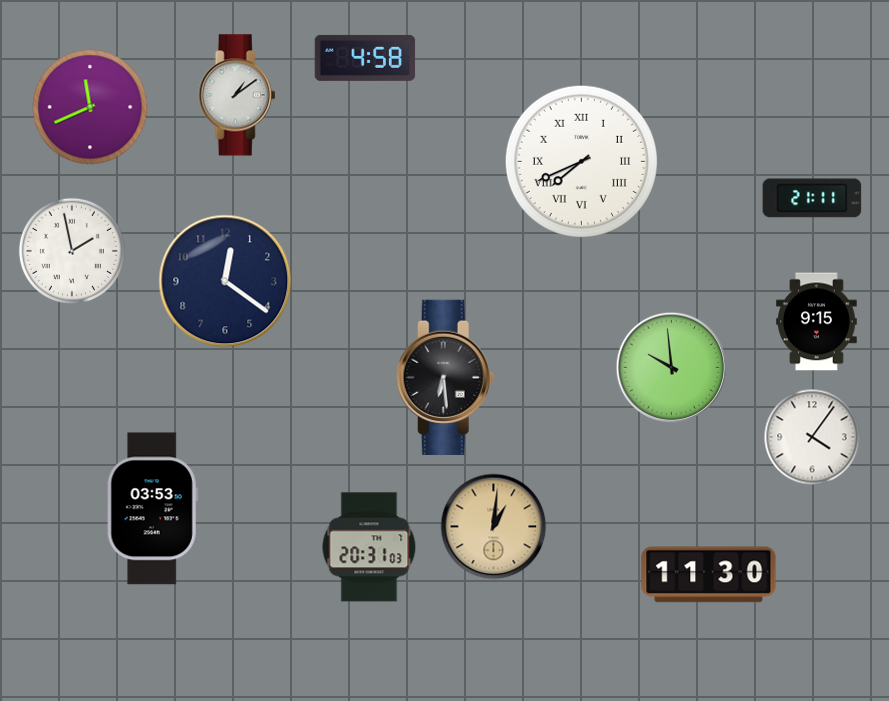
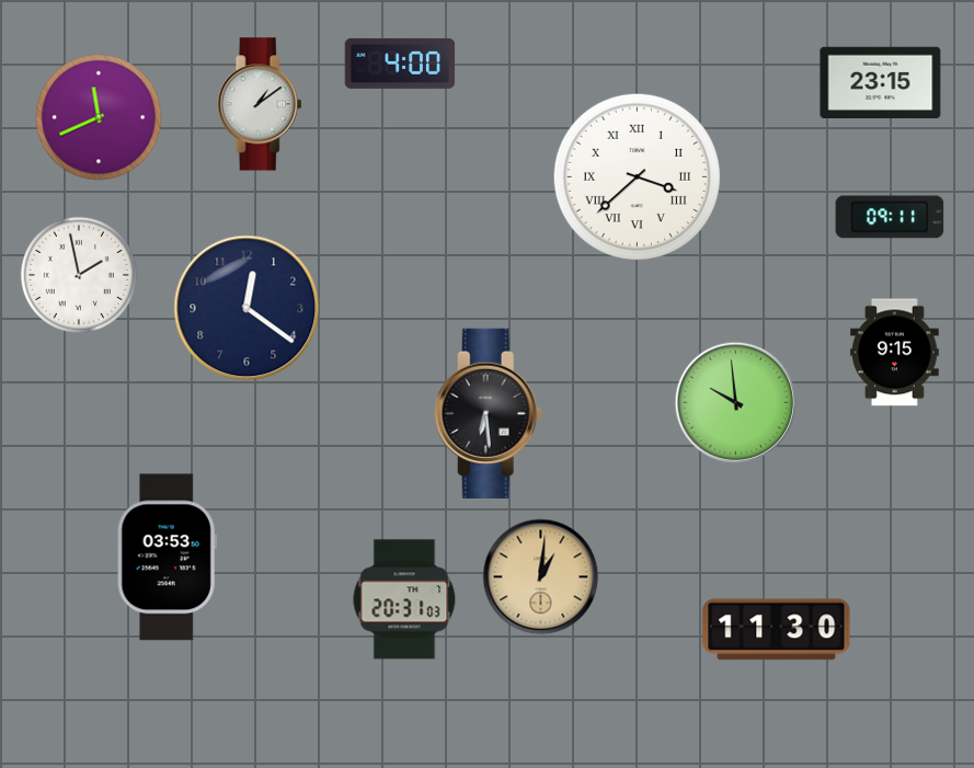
clock at (365, 58): 4:58 -> 4:00
clock at (881, 82): none -> 23:15
clock at (581, 161): 7:41 -> 3:38
clock at (812, 198): 21:11 -> 09:11
clock at (812, 437): 4:06 -> none
